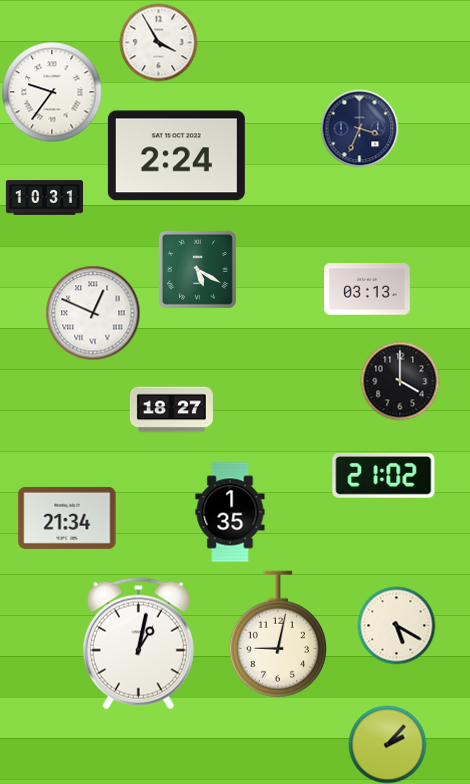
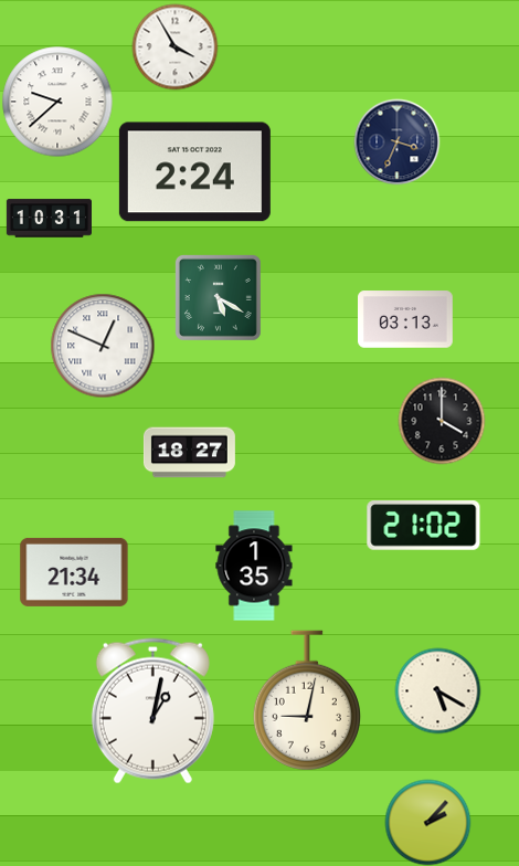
clock at (52, 92): 9:36 -> 9:38
